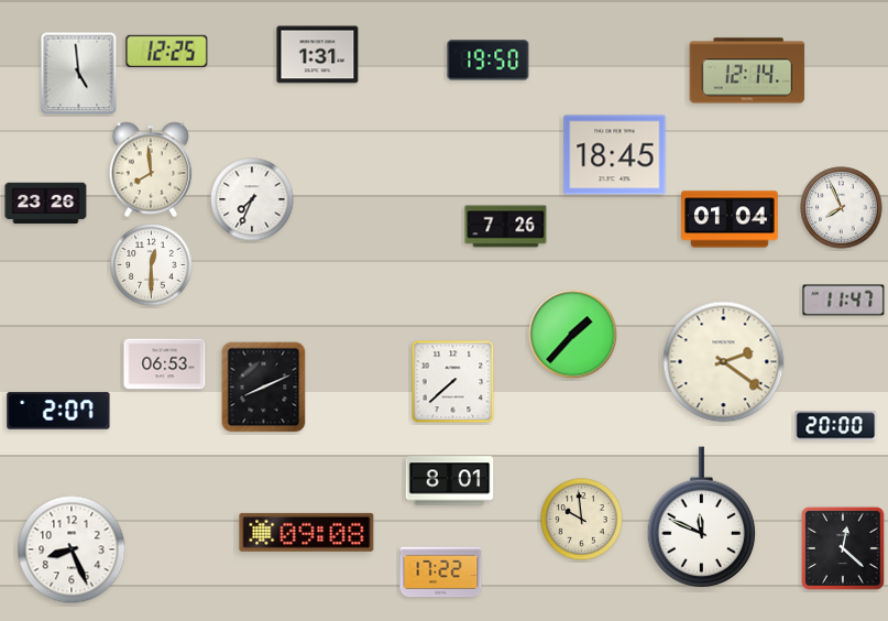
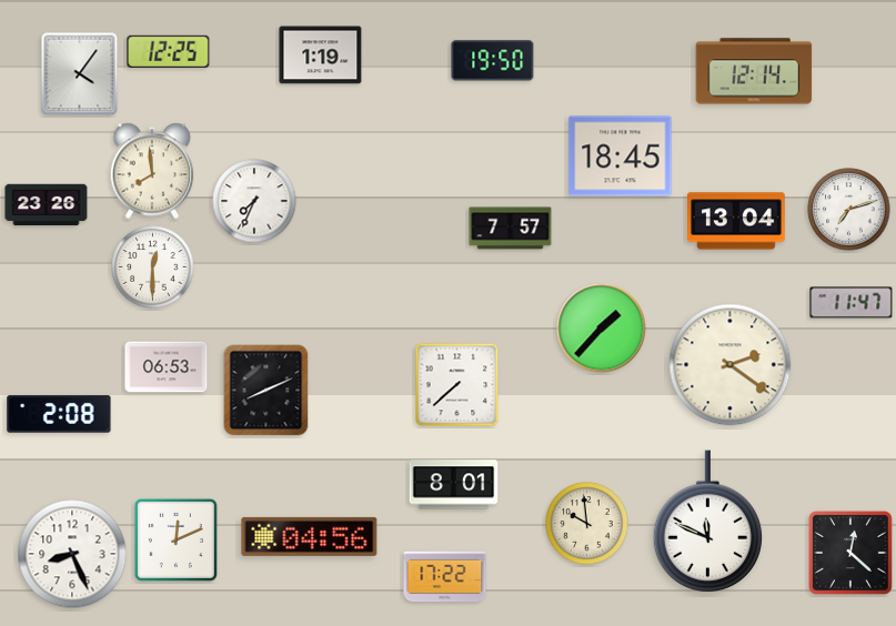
clock at (318, 55): 1:31 -> 1:19
clock at (79, 74): 4:59 -> 4:06
clock at (842, 208): 7:56 -> 7:12
clock at (730, 219): 01:04 -> 13:04
clock at (506, 227): 7:26 -> 7:57
clock at (573, 335) position: (573, 335) -> (602, 329)
clock at (58, 411): 2:07 -> 2:08
clock at (836, 426): 20:00 -> none
clock at (307, 532): 09:08 -> 04:56
clock at (175, 539): none -> 12:11
